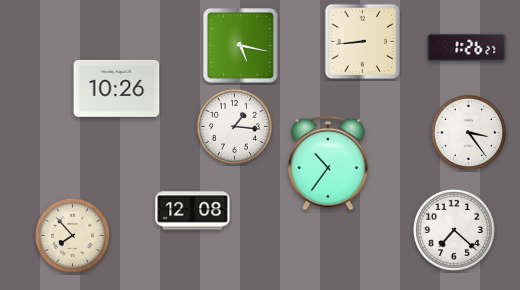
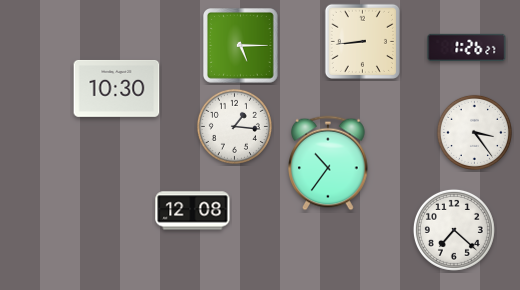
clock at (241, 46): 5:17 -> 5:15
clock at (117, 88): 10:26 -> 10:30
clock at (468, 132) position: (468, 132) -> (474, 132)
clock at (72, 235): 7:53 -> none
